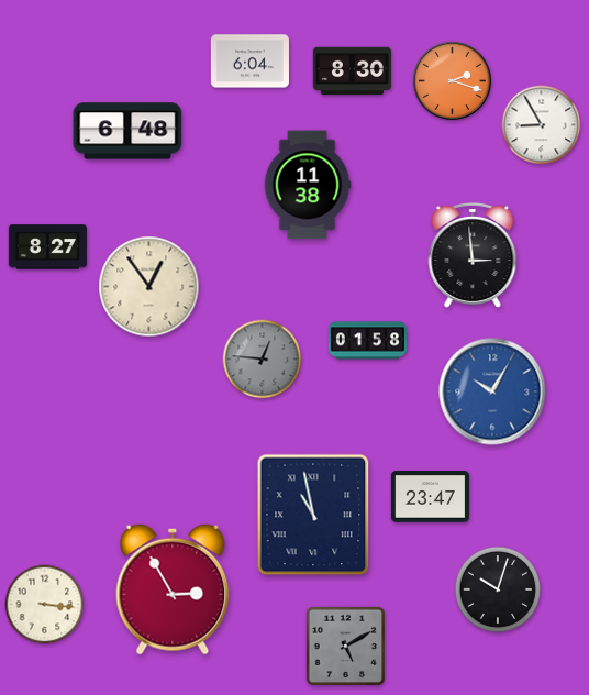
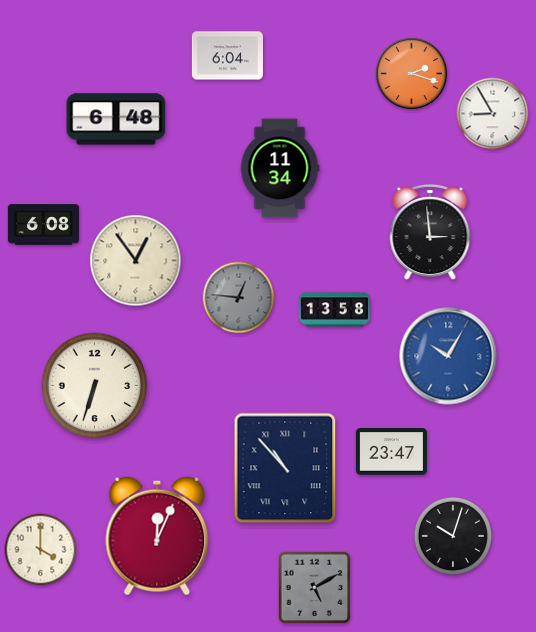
clock at (352, 71): 8:30 -> none
clock at (308, 185): 11:38 -> 11:34
clock at (47, 247): 8:27 -> 6:08
clock at (367, 341): 01:58 -> 13:58
clock at (263, 360) position: (263, 360) -> (239, 298)
clock at (95, 386): none -> 6:33
clock at (313, 515): 10:58 -> 10:53
clock at (173, 589): 2:55 -> 12:04
clock at (45, 605): 3:16 -> 4:00
